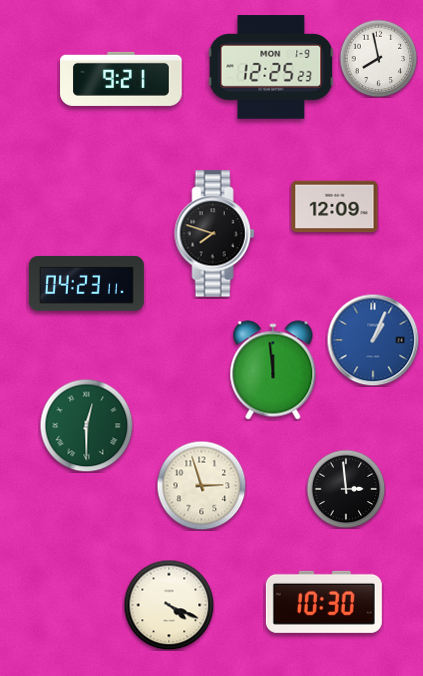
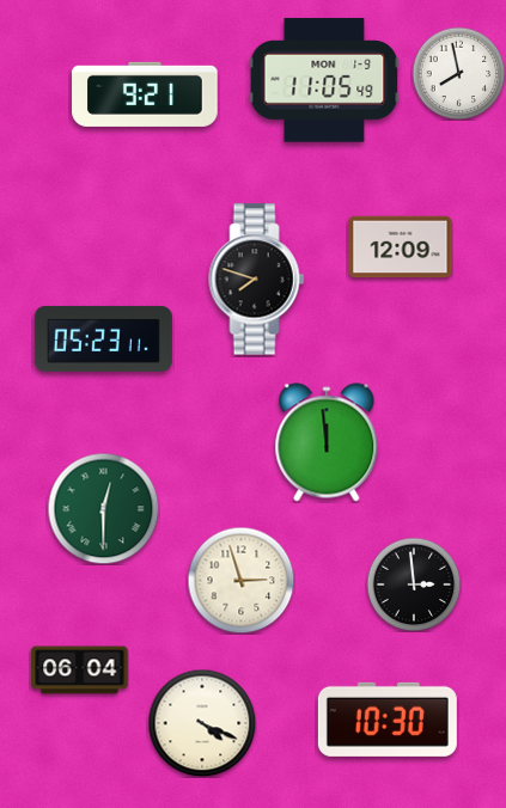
clock at (378, 58) position: (378, 58) -> (458, 73)
clock at (271, 67): 12:25 -> 11:05
clock at (86, 283): 04:23 -> 05:23
clock at (373, 340): 1:04 -> none
clock at (80, 671): none -> 06:04
